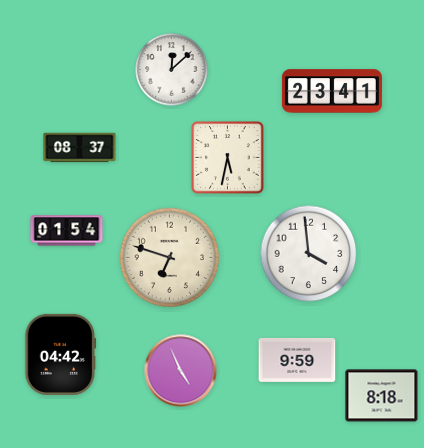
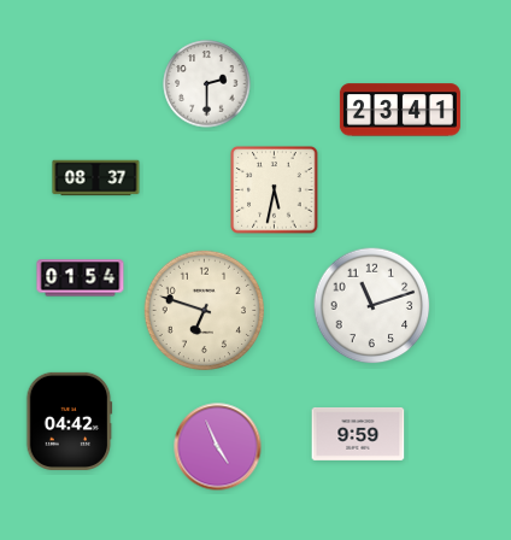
clock at (172, 70): 12:08 -> 2:30
clock at (309, 254): 3:59 -> 11:12
clock at (61, 354) position: (61, 354) -> (70, 421)
clock at (382, 396): 8:18 -> none
